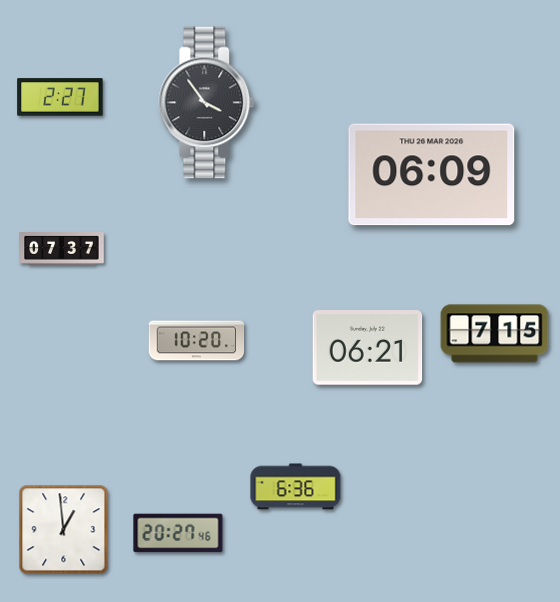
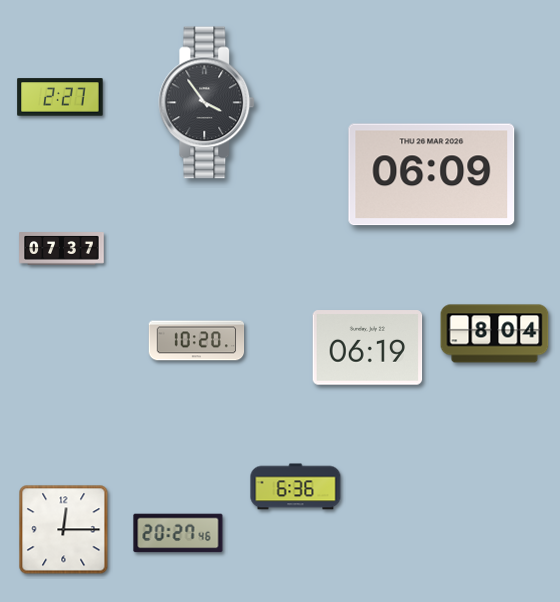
clock at (495, 334): 7:15 -> 8:04
clock at (368, 348): 06:21 -> 06:19
clock at (64, 530): 12:59 -> 12:15
